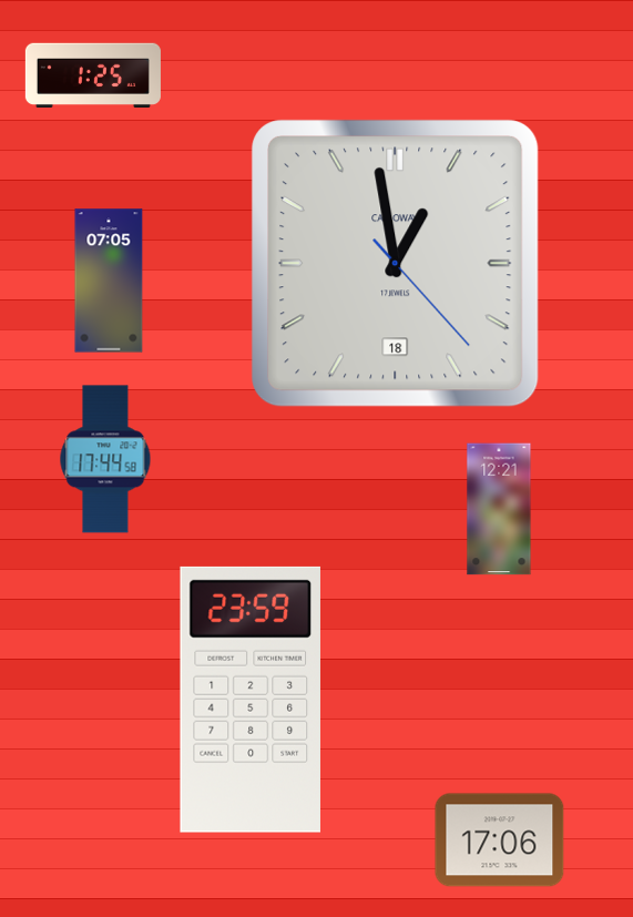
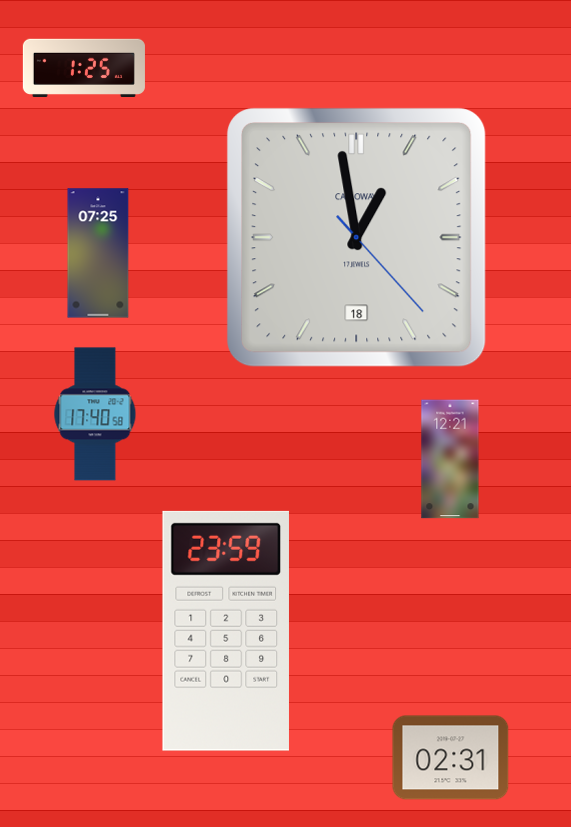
clock at (109, 281): 07:05 -> 07:25
clock at (105, 459): 17:44 -> 17:40
clock at (500, 840): 17:06 -> 02:31
